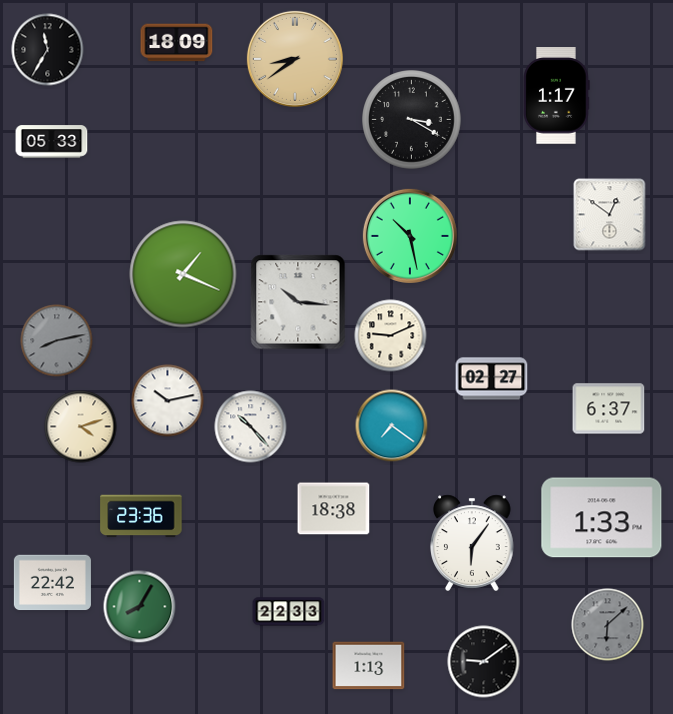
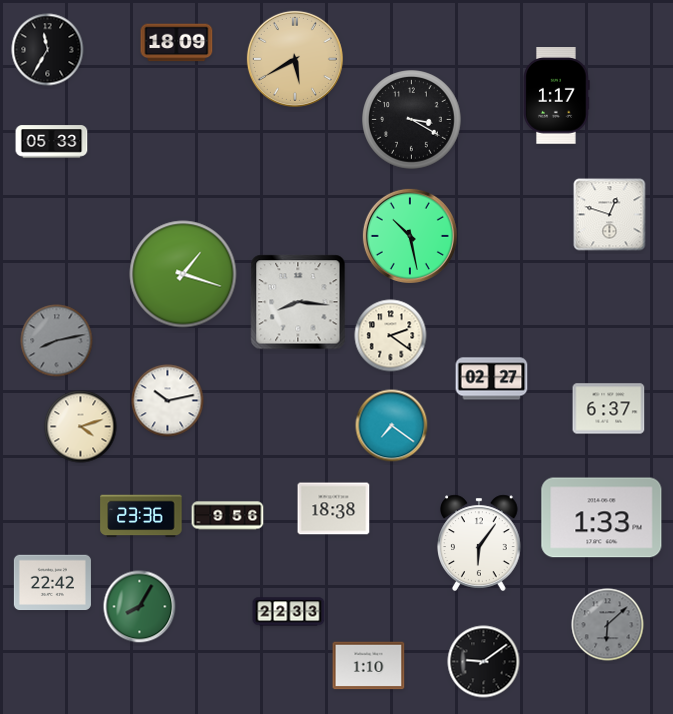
clock at (295, 59): 8:39 -> 5:40
clock at (610, 215): 12:51 -> 12:48
clock at (183, 274): 1:19 -> 1:18
clock at (298, 302): 10:16 -> 8:16
clock at (391, 336): 9:11 -> 2:21
clock at (251, 427): 10:23 -> none
clock at (228, 516): none -> 9:56
clock at (472, 543) position: (472, 543) -> (479, 543)
clock at (369, 666): 1:13 -> 1:10
